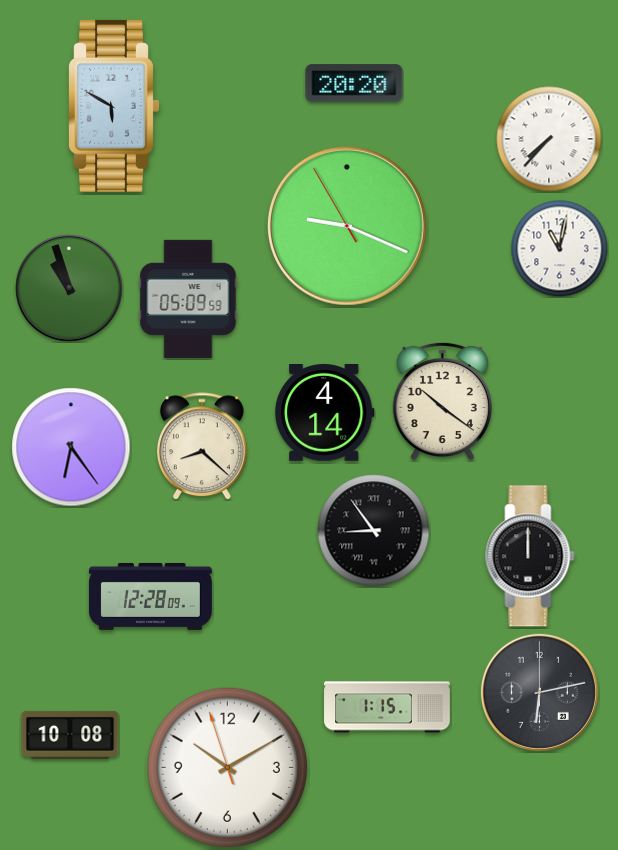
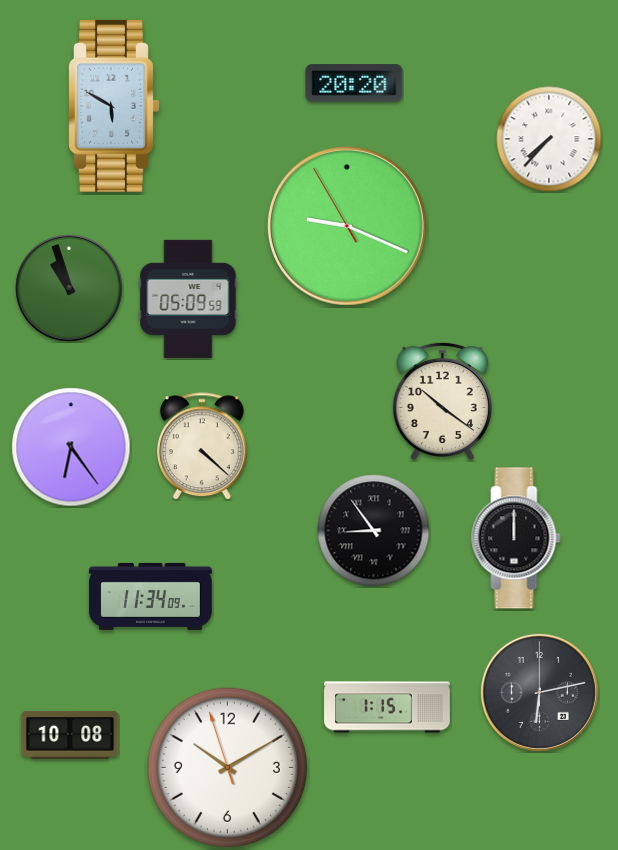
clock at (559, 248): 11:02 -> none
clock at (325, 412): 4:14 -> none
clock at (202, 446): 8:22 -> 4:22
clock at (530, 556) position: (530, 556) -> (516, 538)
clock at (150, 596): 12:28 -> 11:34
